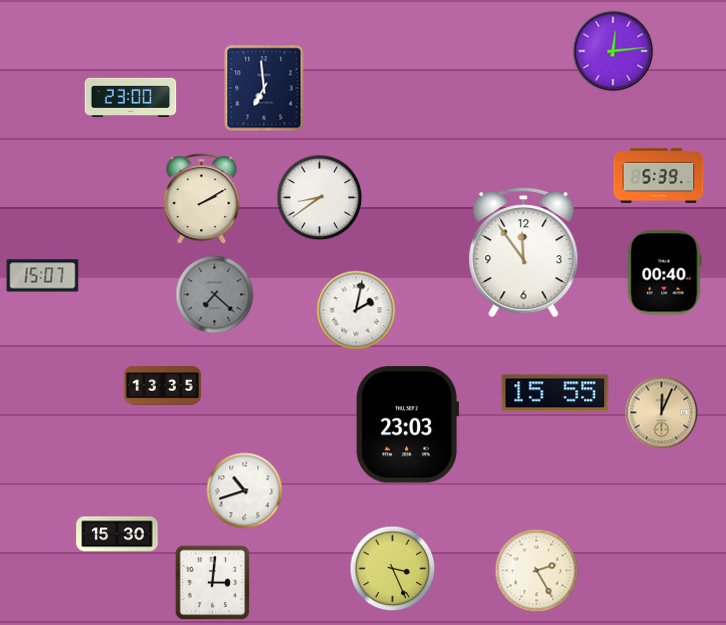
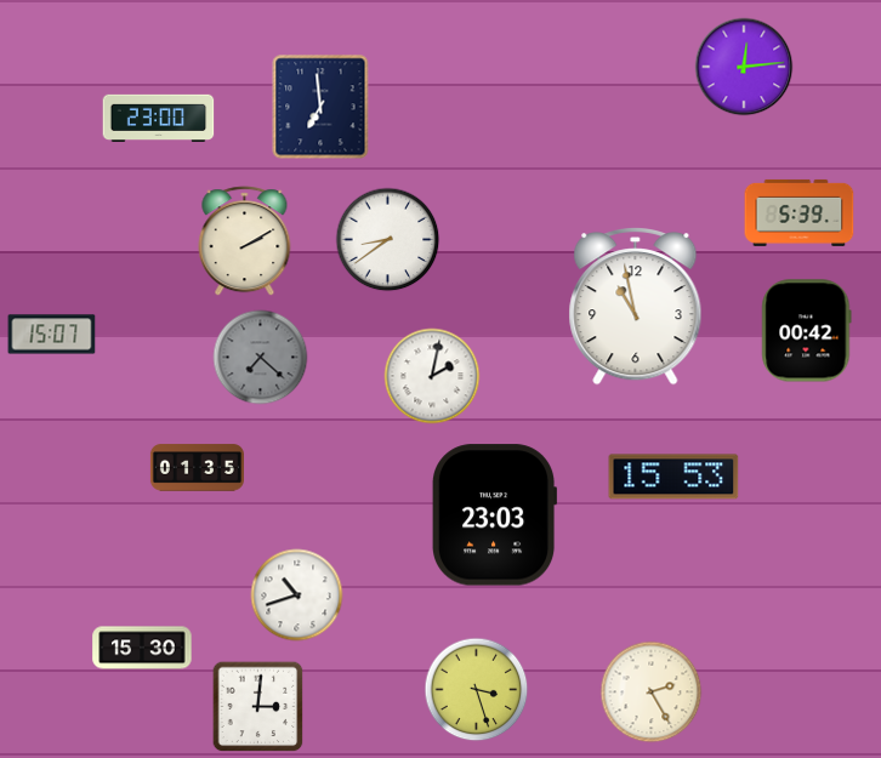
clock at (613, 51) position: (613, 51) -> (744, 67)
clock at (524, 253): 11:54 -> 10:58
clock at (665, 273): 00:40 -> 00:42
clock at (162, 386): 13:35 -> 01:35
clock at (555, 393): 15:55 -> 15:53
clock at (662, 413): 12:04 -> none
clock at (393, 569): 3:26 -> 3:27
